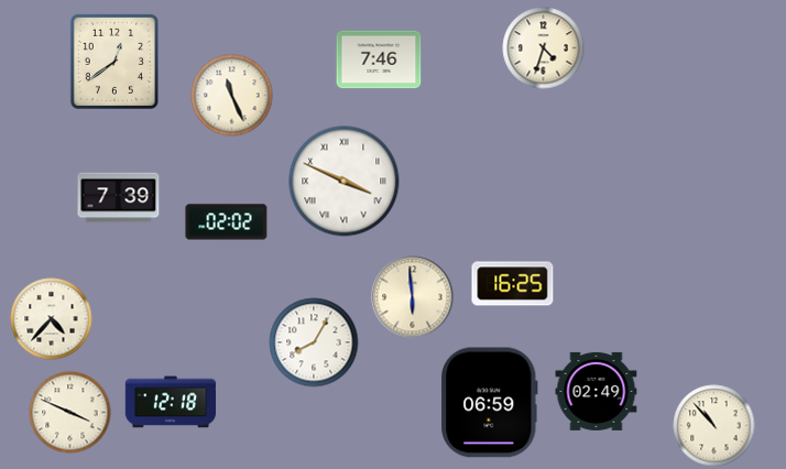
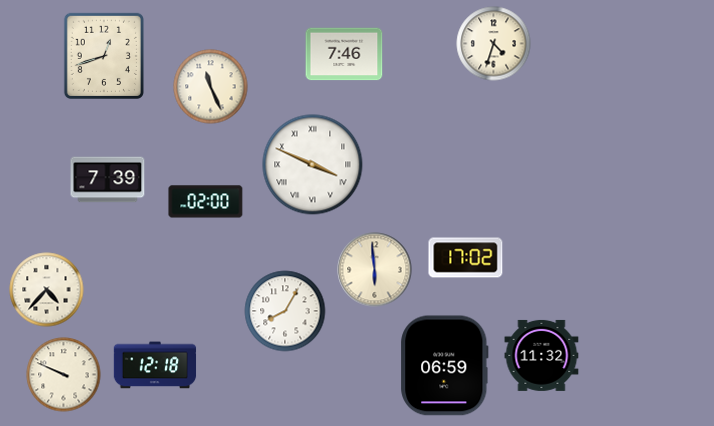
clock at (114, 61): 12:39 -> 12:42
clock at (227, 222): 02:02 -> 02:00
clock at (513, 284): 16:25 -> 17:02
clock at (597, 391): 02:49 -> 11:32
clock at (70, 413): 3:49 -> 9:49
clock at (714, 426): 10:53 -> none
